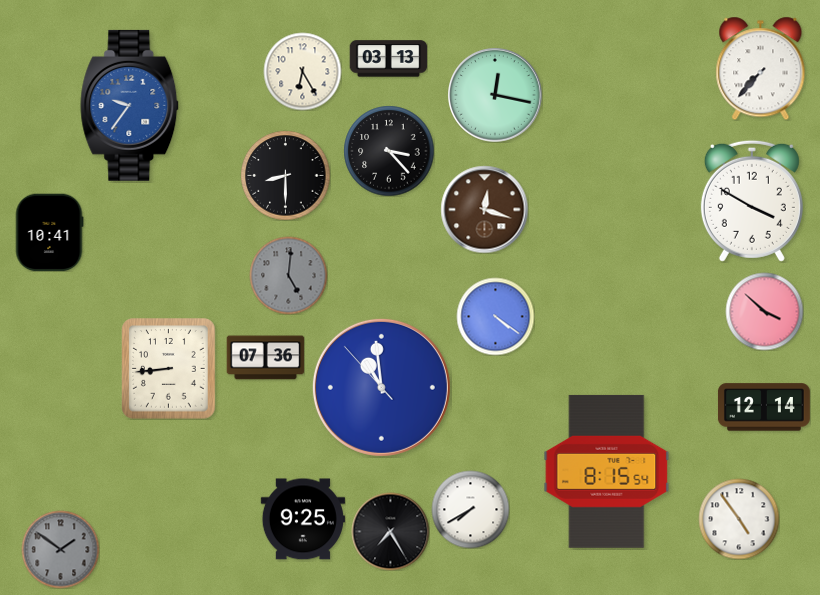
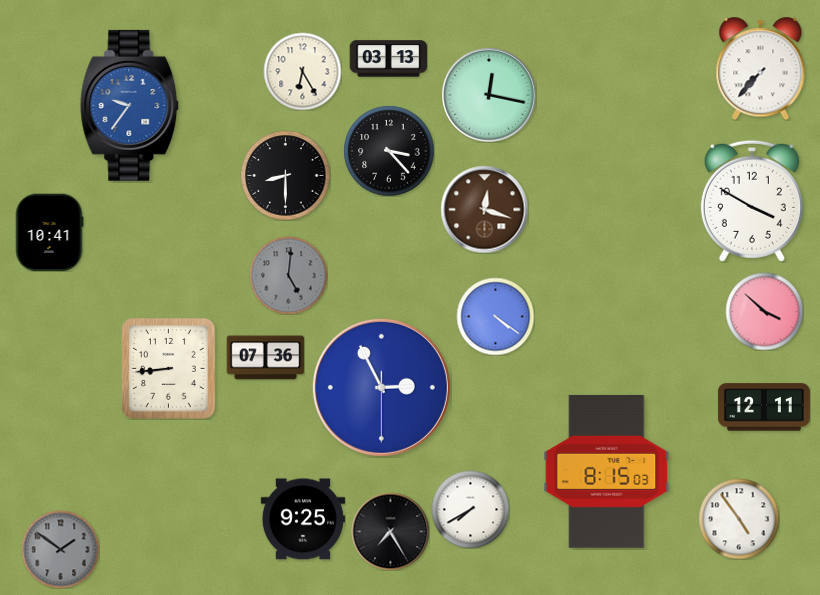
clock at (495, 95) position: (495, 95) -> (489, 95)
clock at (381, 387): 10:58 -> 2:55
clock at (764, 407): 12:14 -> 12:11
clock at (607, 471): 8:15:54 -> 8:15:03
